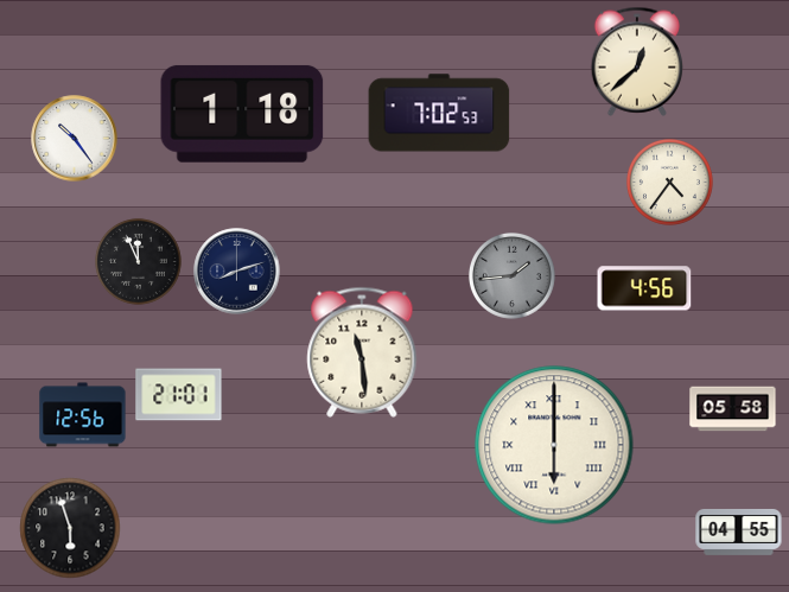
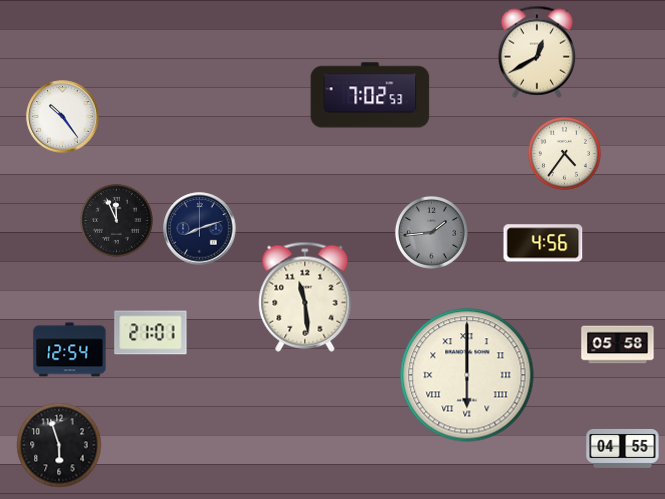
clock at (636, 62): 12:38 -> 12:40
clock at (242, 114): 1:18 -> none
clock at (83, 415): 12:56 -> 12:54
